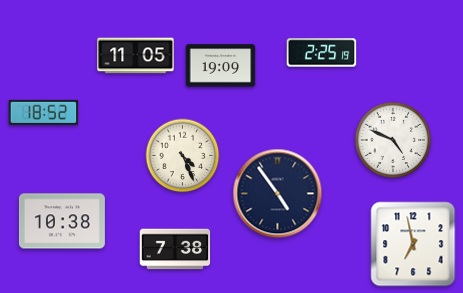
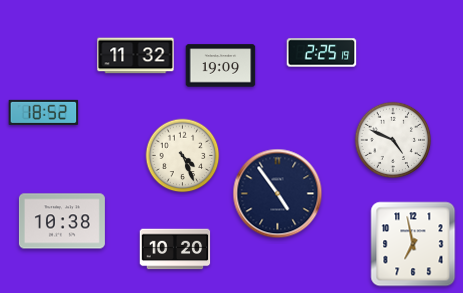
clock at (136, 56): 11:05 -> 11:32
clock at (175, 249): 7:38 -> 10:20
